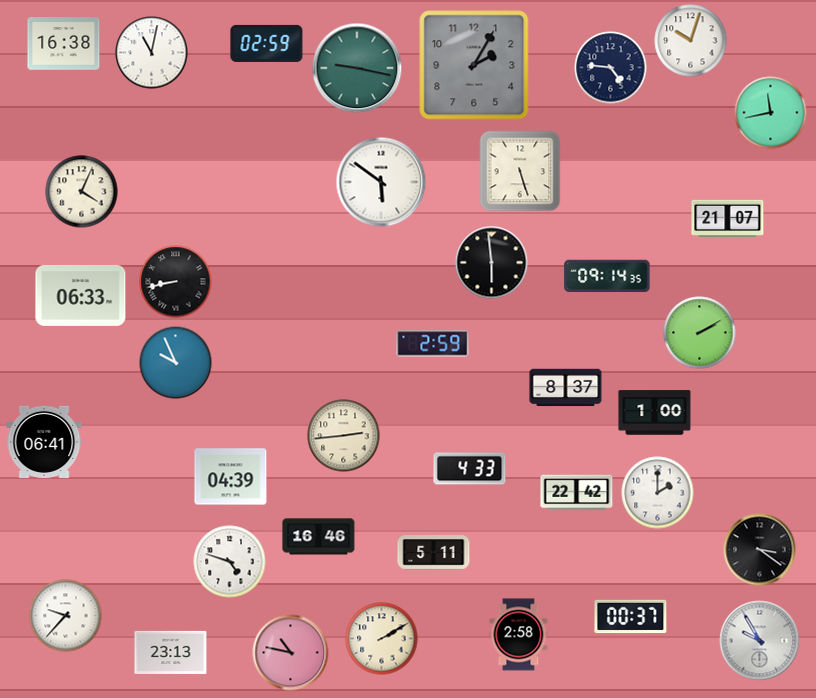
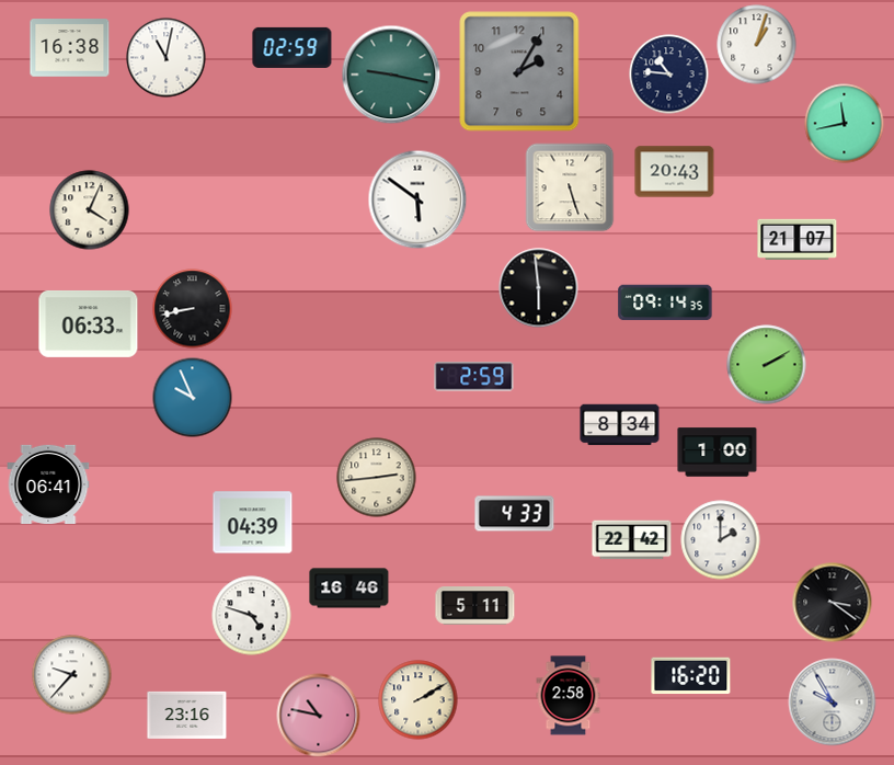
clock at (691, 41): 10:03 -> 1:03
clock at (611, 68): 4:46 -> 10:46
clock at (675, 172): none -> 20:43
clock at (566, 388): 8:37 -> 8:34
clock at (631, 617): 00:37 -> 16:20
clock at (171, 652): 23:13 -> 23:16
